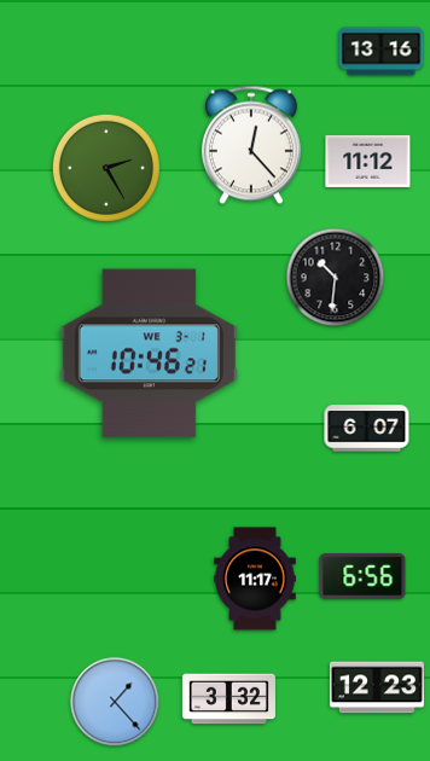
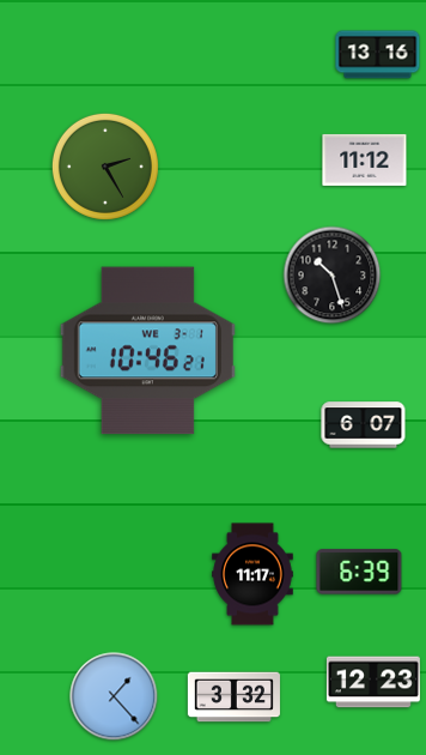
clock at (382, 52) position: (382, 52) -> (378, 55)
clock at (251, 145): 12:23 -> none
clock at (336, 278): 10:31 -> 10:27
clock at (362, 576): 6:56 -> 6:39
clock at (228, 699) position: (228, 699) -> (233, 697)
